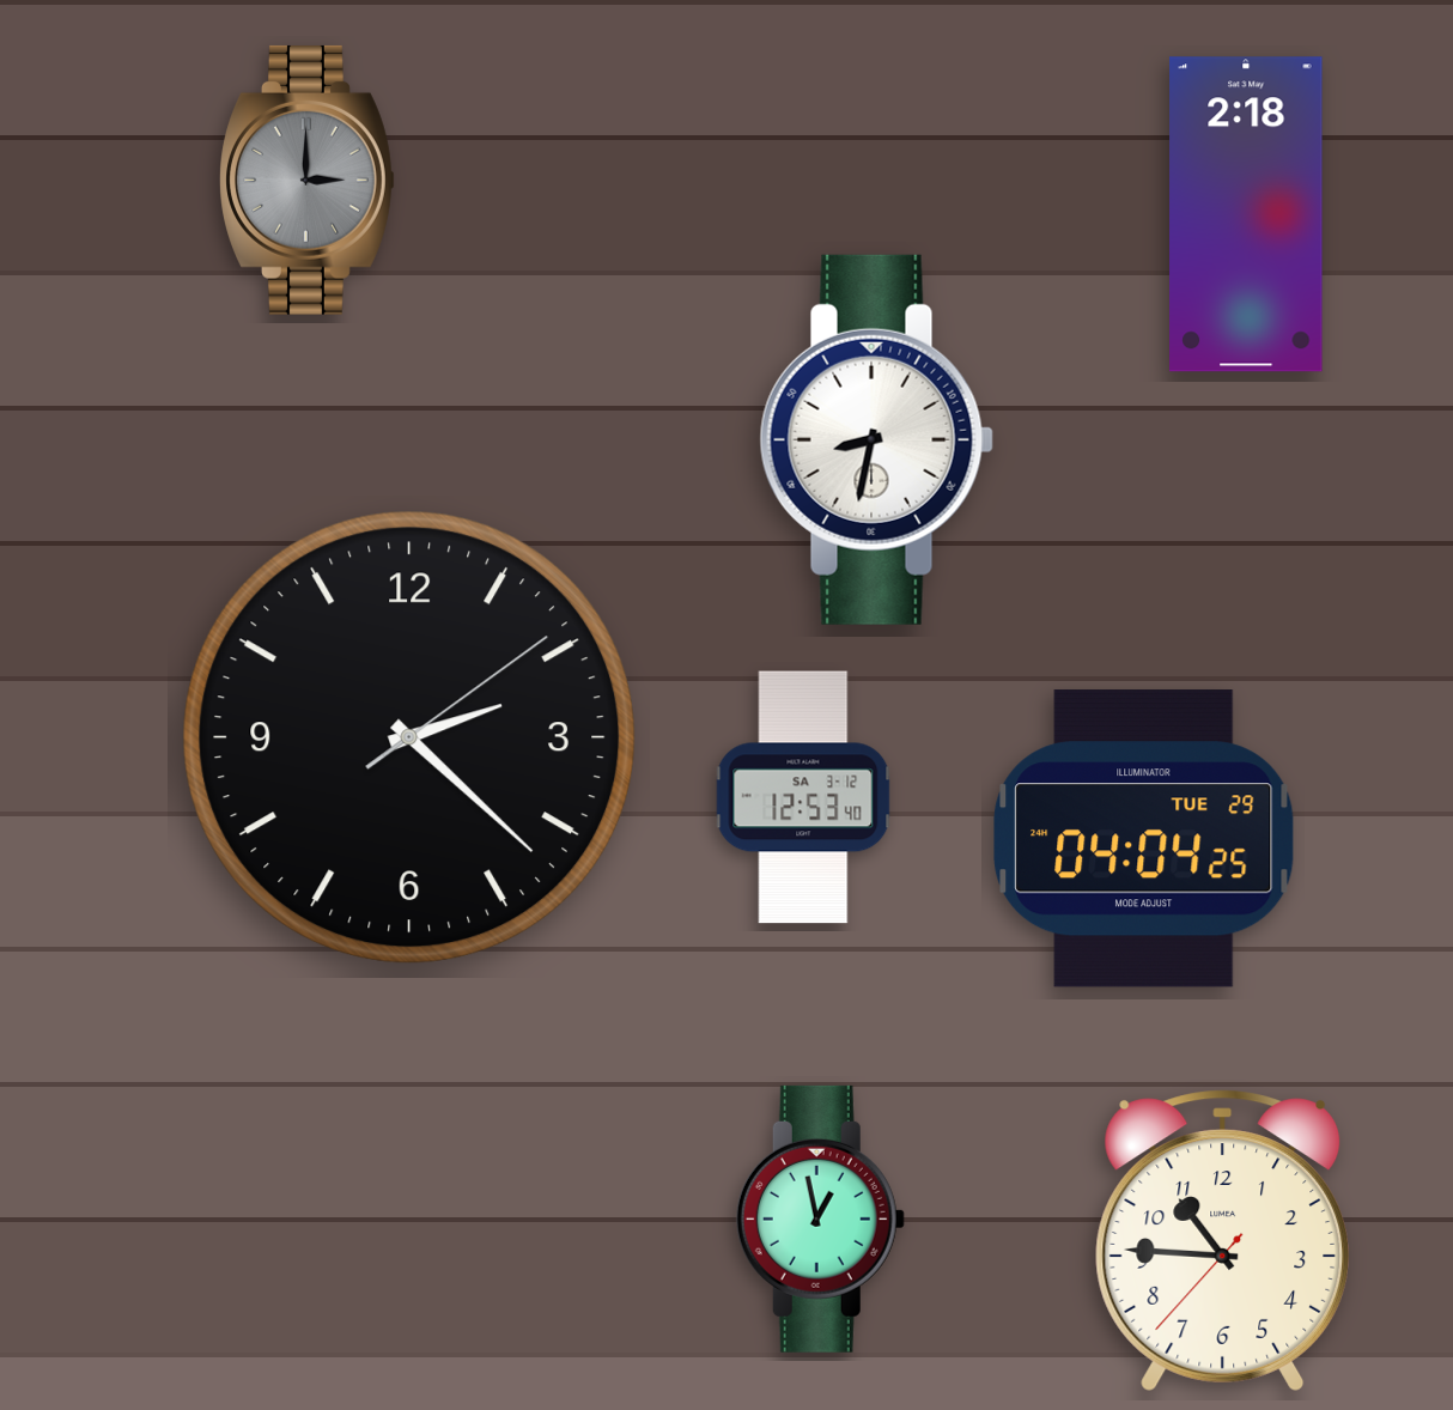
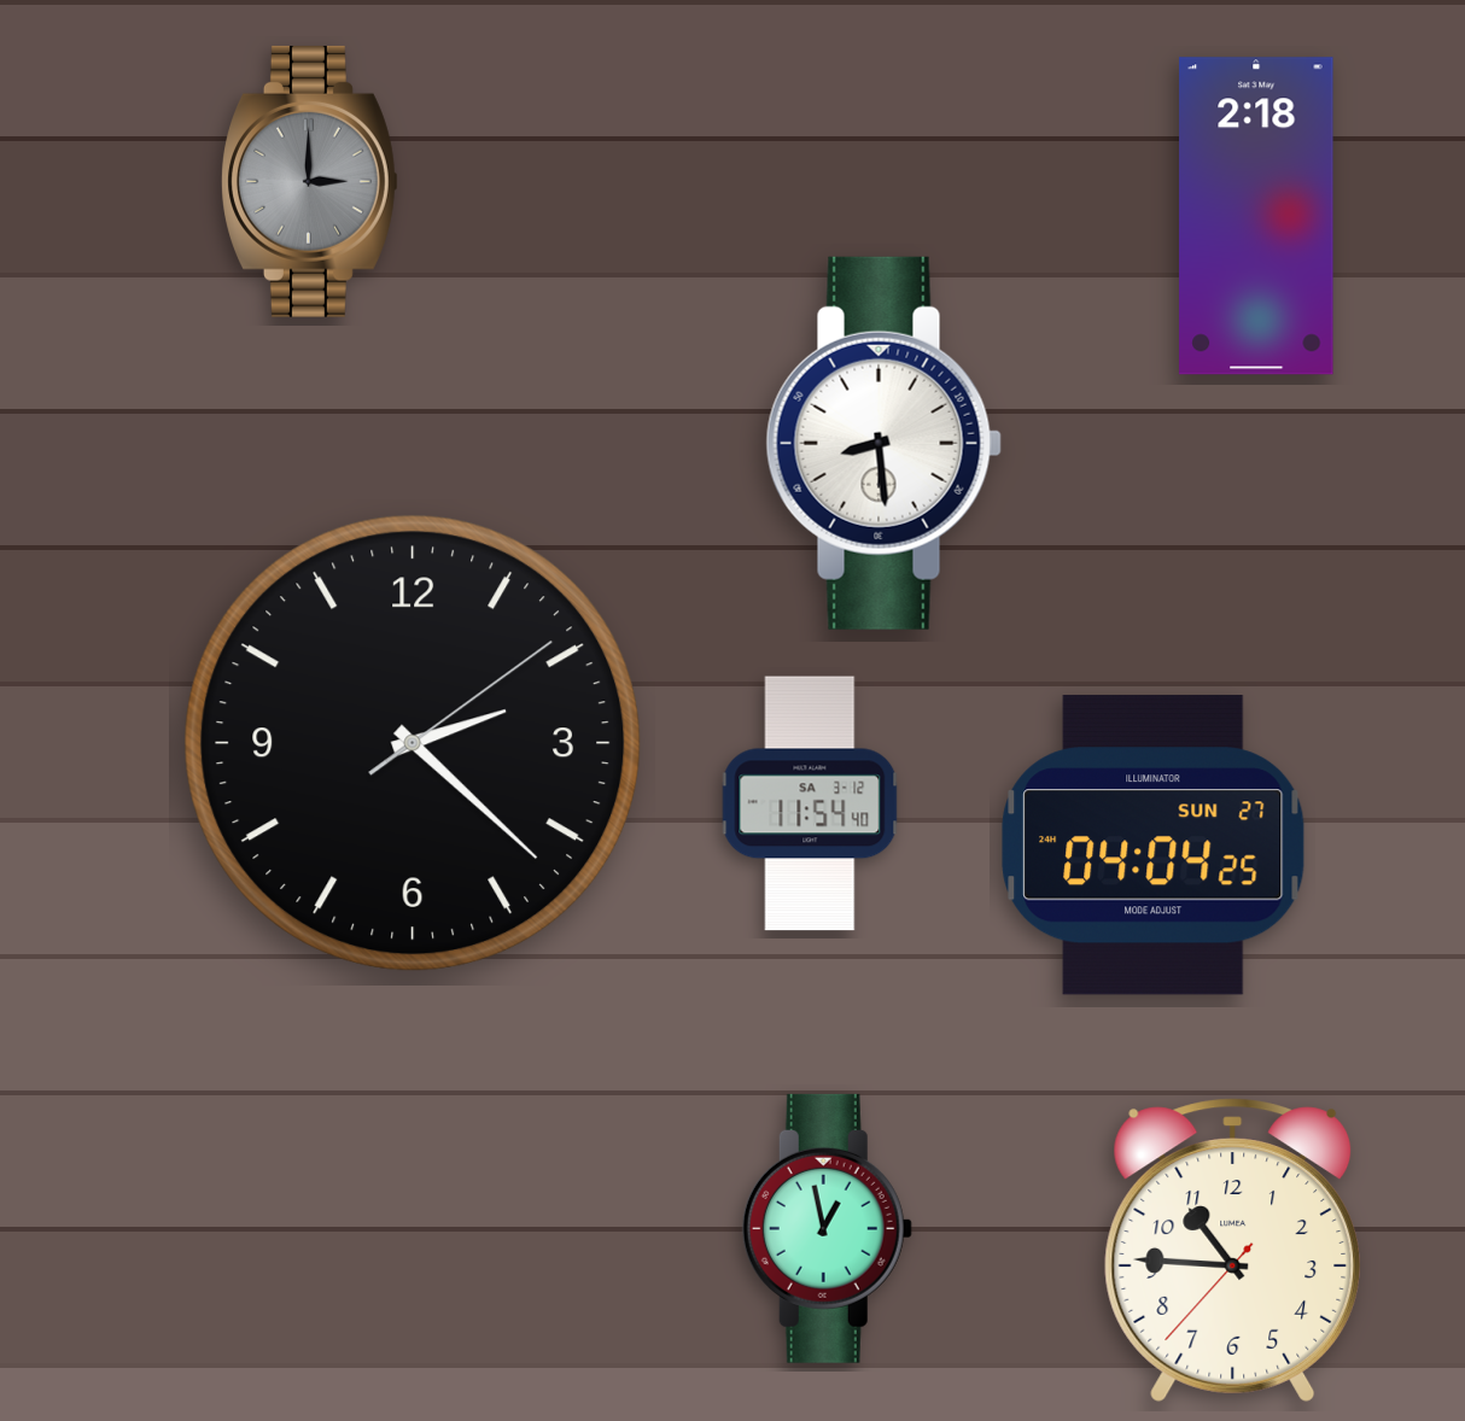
clock at (876, 439): 8:32 -> 8:29
clock at (803, 797): 12:53 -> 11:54
clock at (1144, 839) date: TUE 29 -> SUN 27
